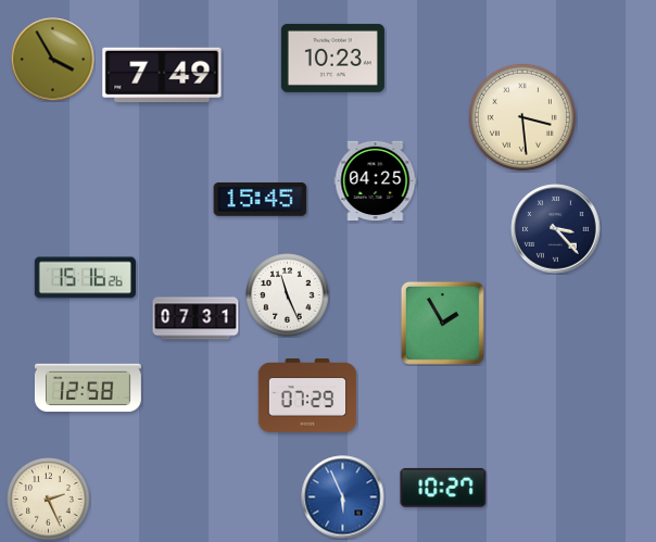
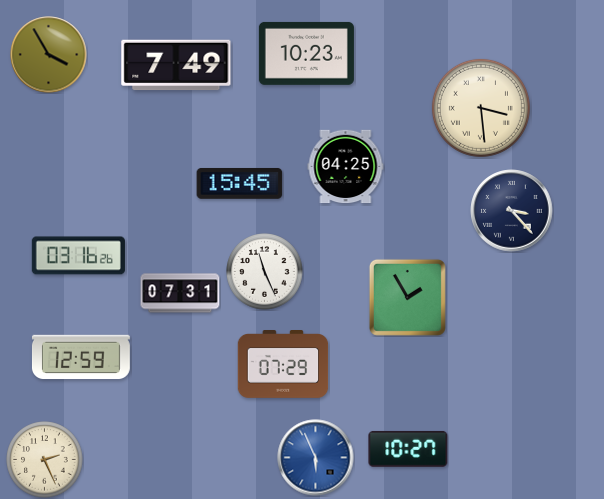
clock at (162, 75) position: (162, 75) -> (176, 65)
clock at (85, 278): 15:16 -> 03:16
clock at (88, 388): 12:58 -> 12:59
